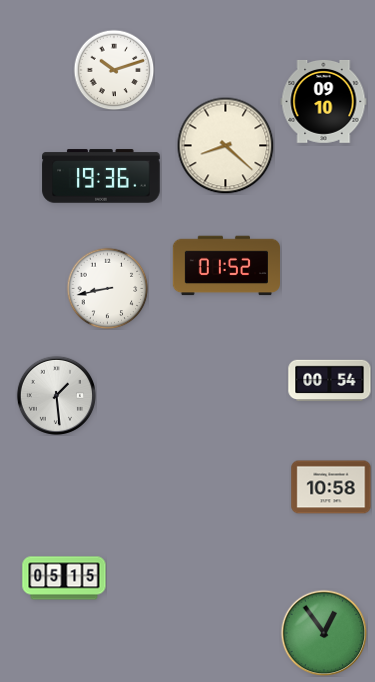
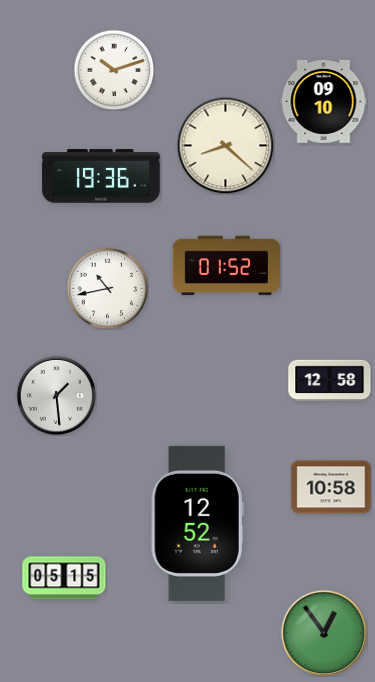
clock at (107, 288): 8:43 -> 10:43
clock at (330, 381): 00:54 -> 12:58
clock at (197, 523): none -> 12:52
